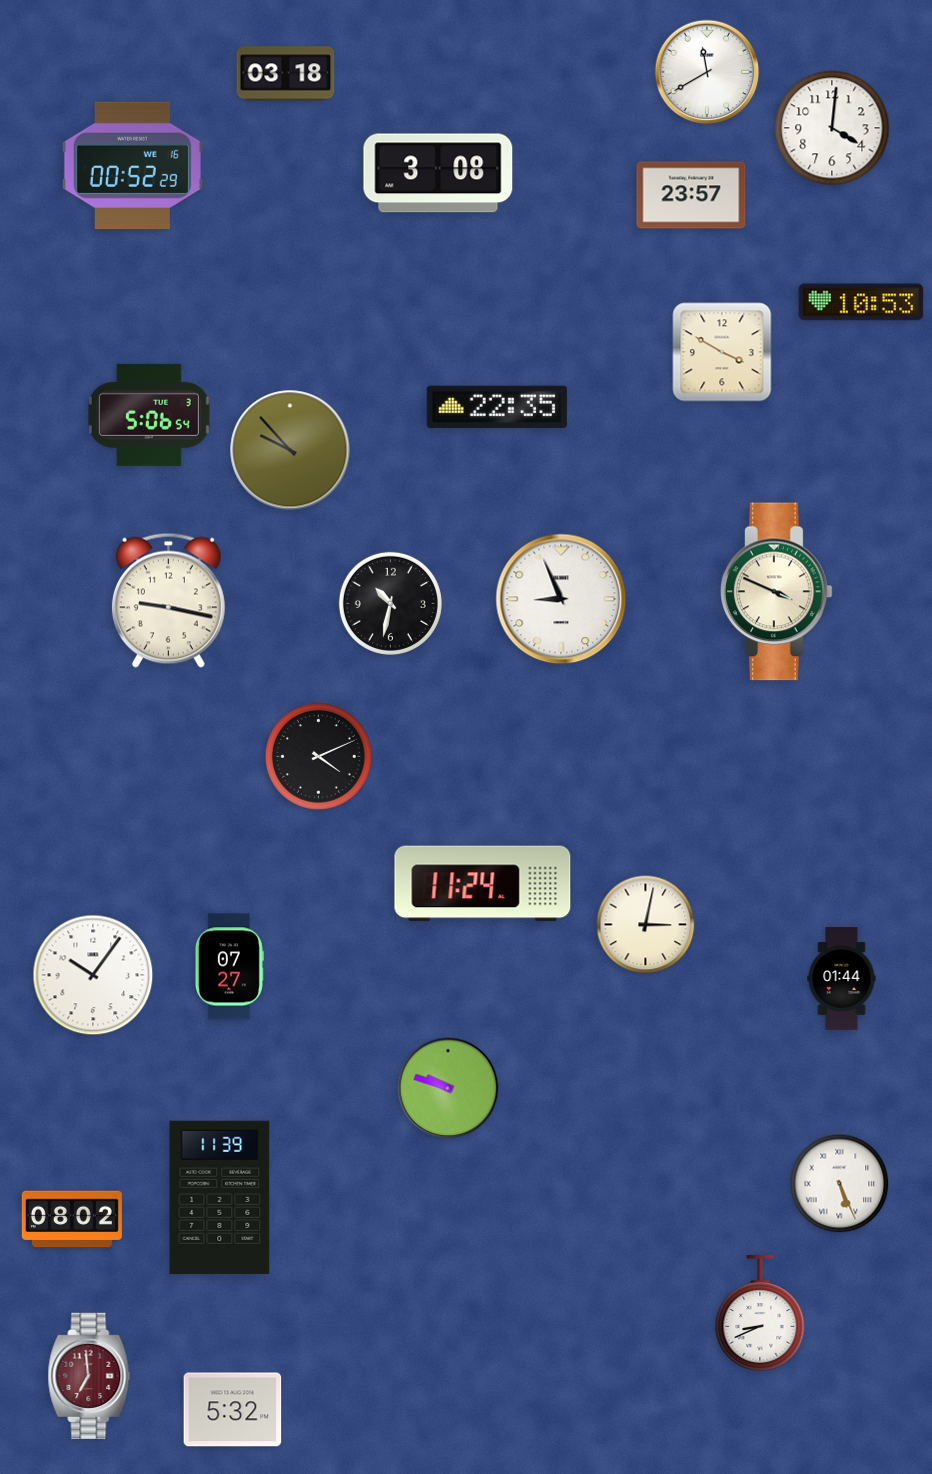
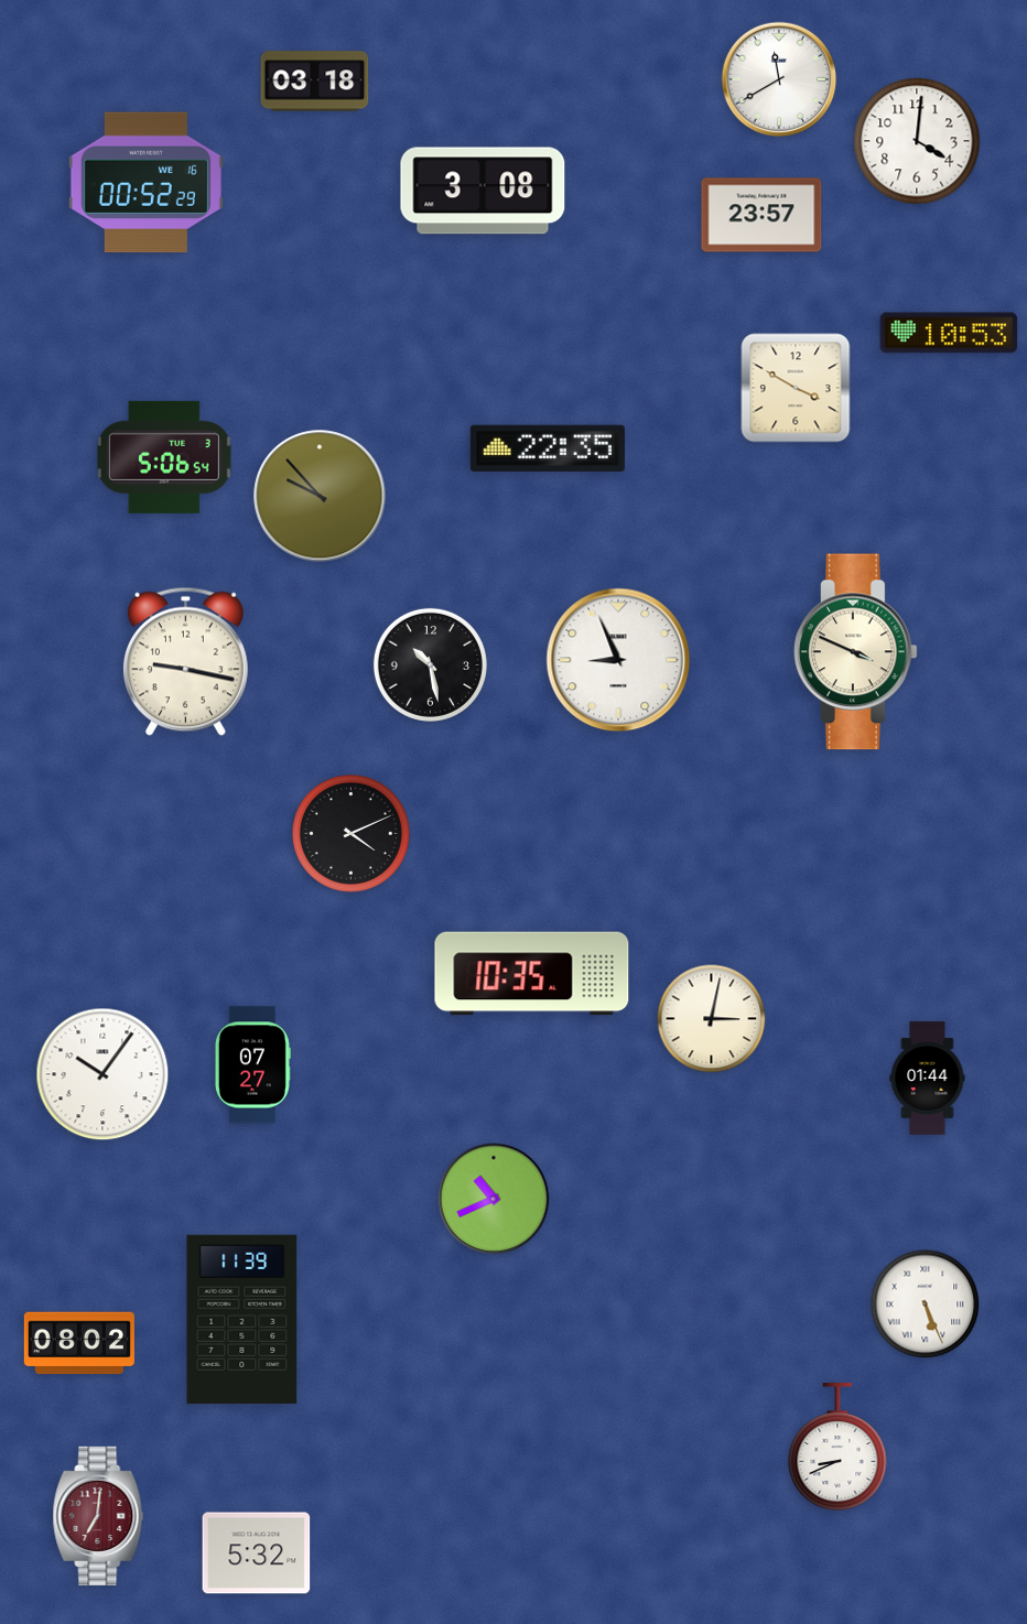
clock at (390, 603): 10:32 -> 10:28
clock at (483, 884): 11:24 -> 10:35
clock at (448, 1088): 9:48 -> 10:41
clock at (89, 1375): 6:59 -> 7:01
